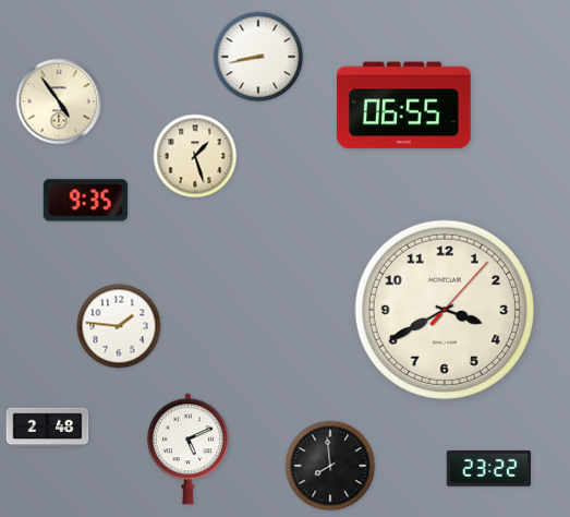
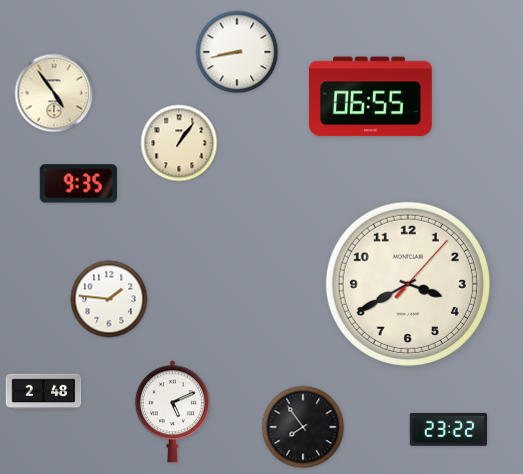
clock at (195, 156): 1:27 -> 1:06
clock at (330, 466): 7:59 -> 7:54
